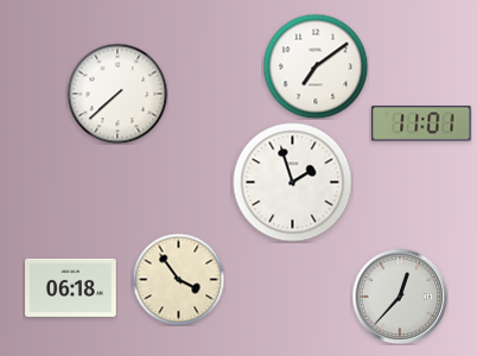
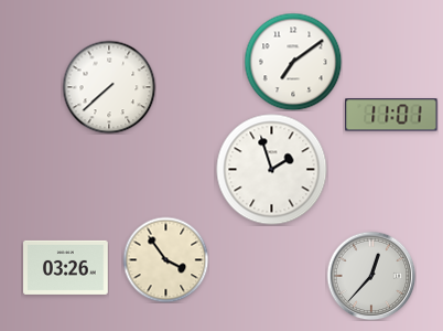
clock at (71, 287): 06:18 -> 03:26
